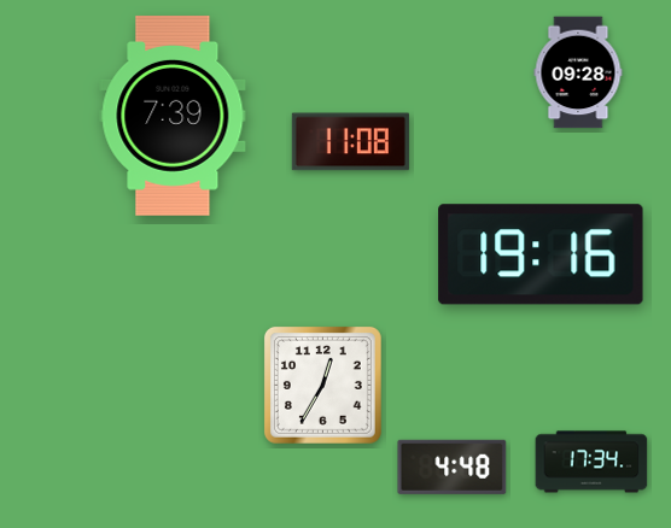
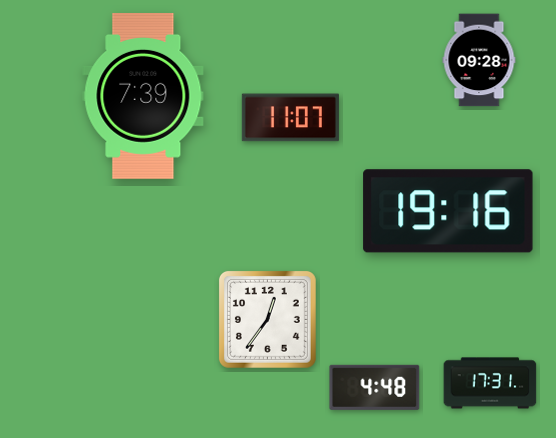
clock at (350, 142): 11:08 -> 11:07
clock at (322, 385): 12:35 -> 12:36
clock at (591, 462): 17:34 -> 17:31
